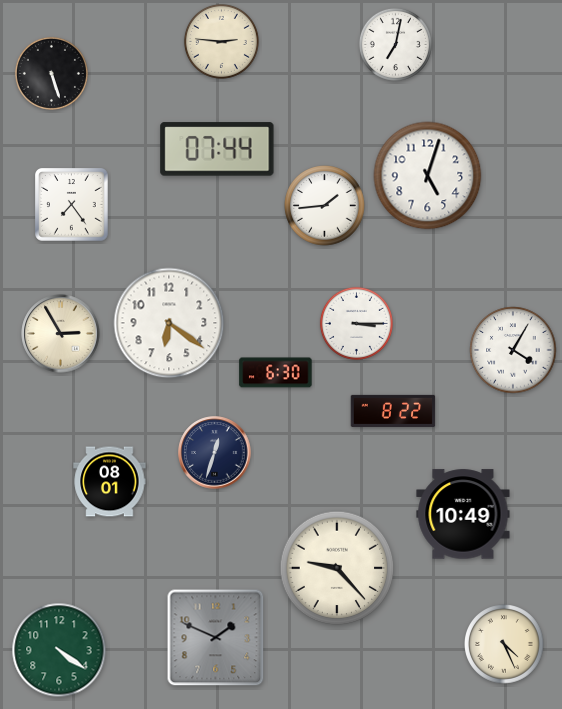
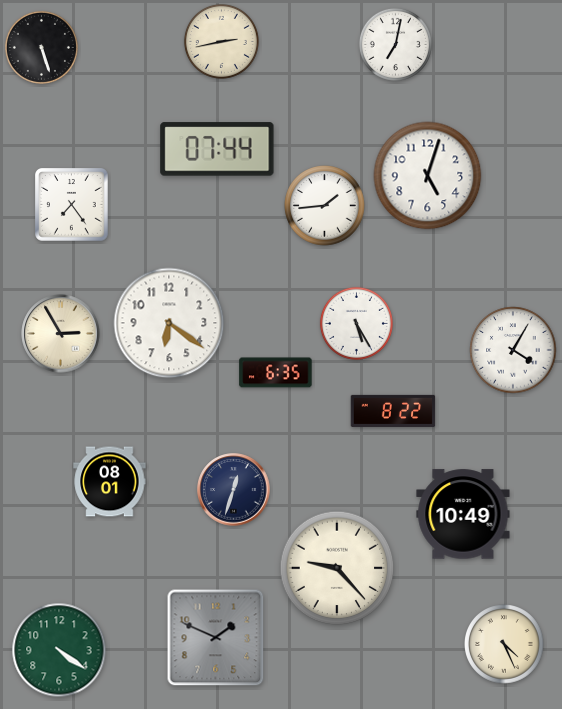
clock at (221, 41): 2:46 -> 2:43
clock at (51, 73) position: (51, 73) -> (41, 47)
clock at (356, 323): 3:15 -> 5:25
clock at (276, 373): 6:30 -> 6:35
clock at (215, 453) position: (215, 453) -> (234, 490)
